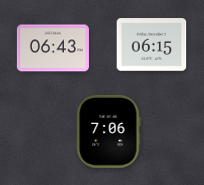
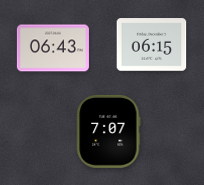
clock at (109, 131): 7:06 -> 7:07
